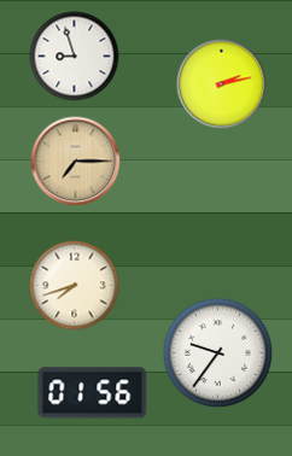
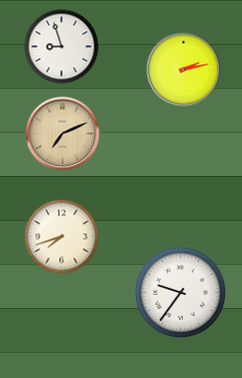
clock at (76, 162): 7:15 -> 7:11
clock at (93, 393): 01:56 -> none
